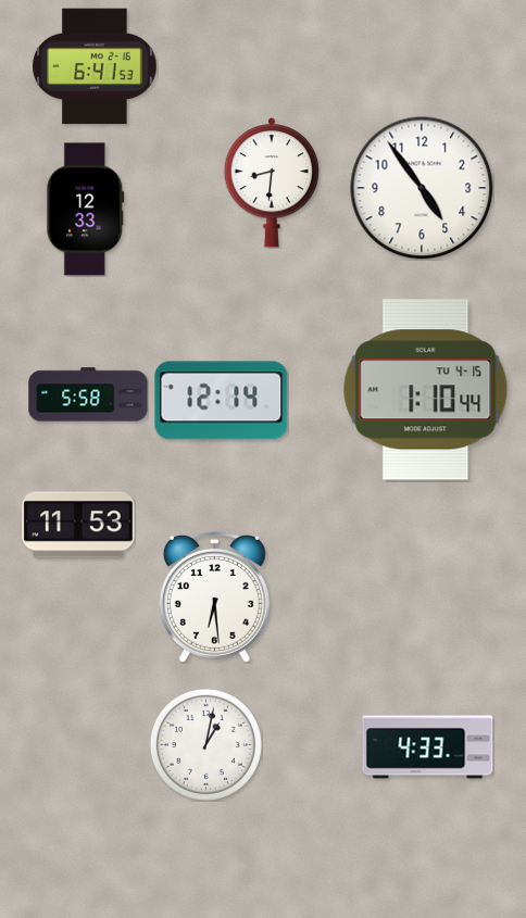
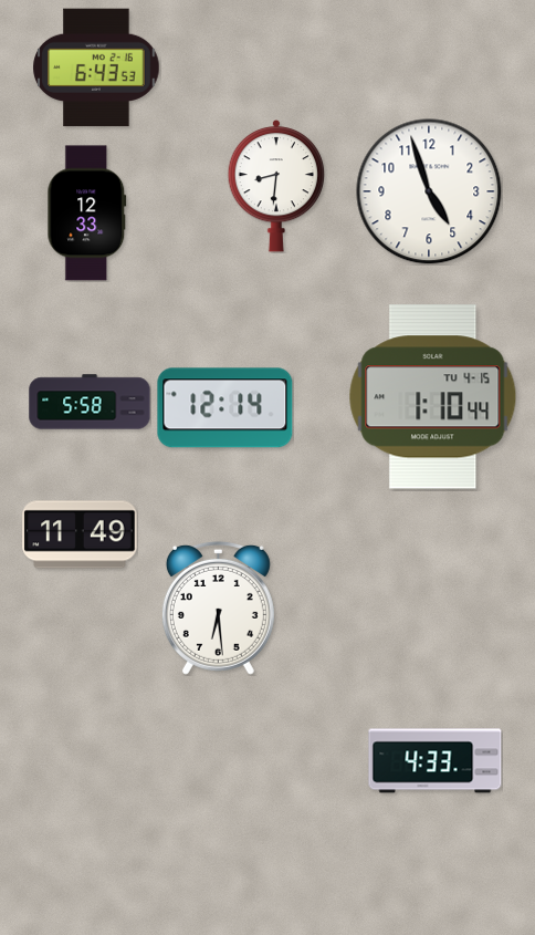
clock at (95, 66): 6:41 -> 6:43
clock at (422, 188): 4:54 -> 4:57
clock at (78, 525): 11:53 -> 11:49
clock at (205, 744): 1:02 -> none
